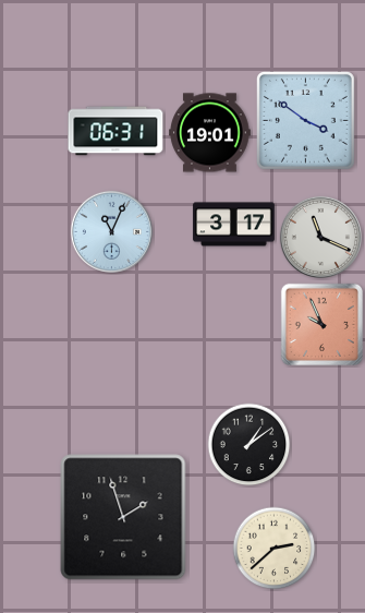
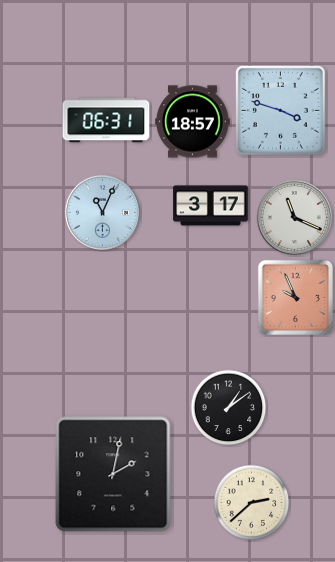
clock at (305, 120): 3:51 -> 3:48
clock at (210, 133): 19:01 -> 18:57
clock at (234, 225) position: (234, 225) -> (211, 206)
clock at (123, 517): 1:57 -> 2:02
